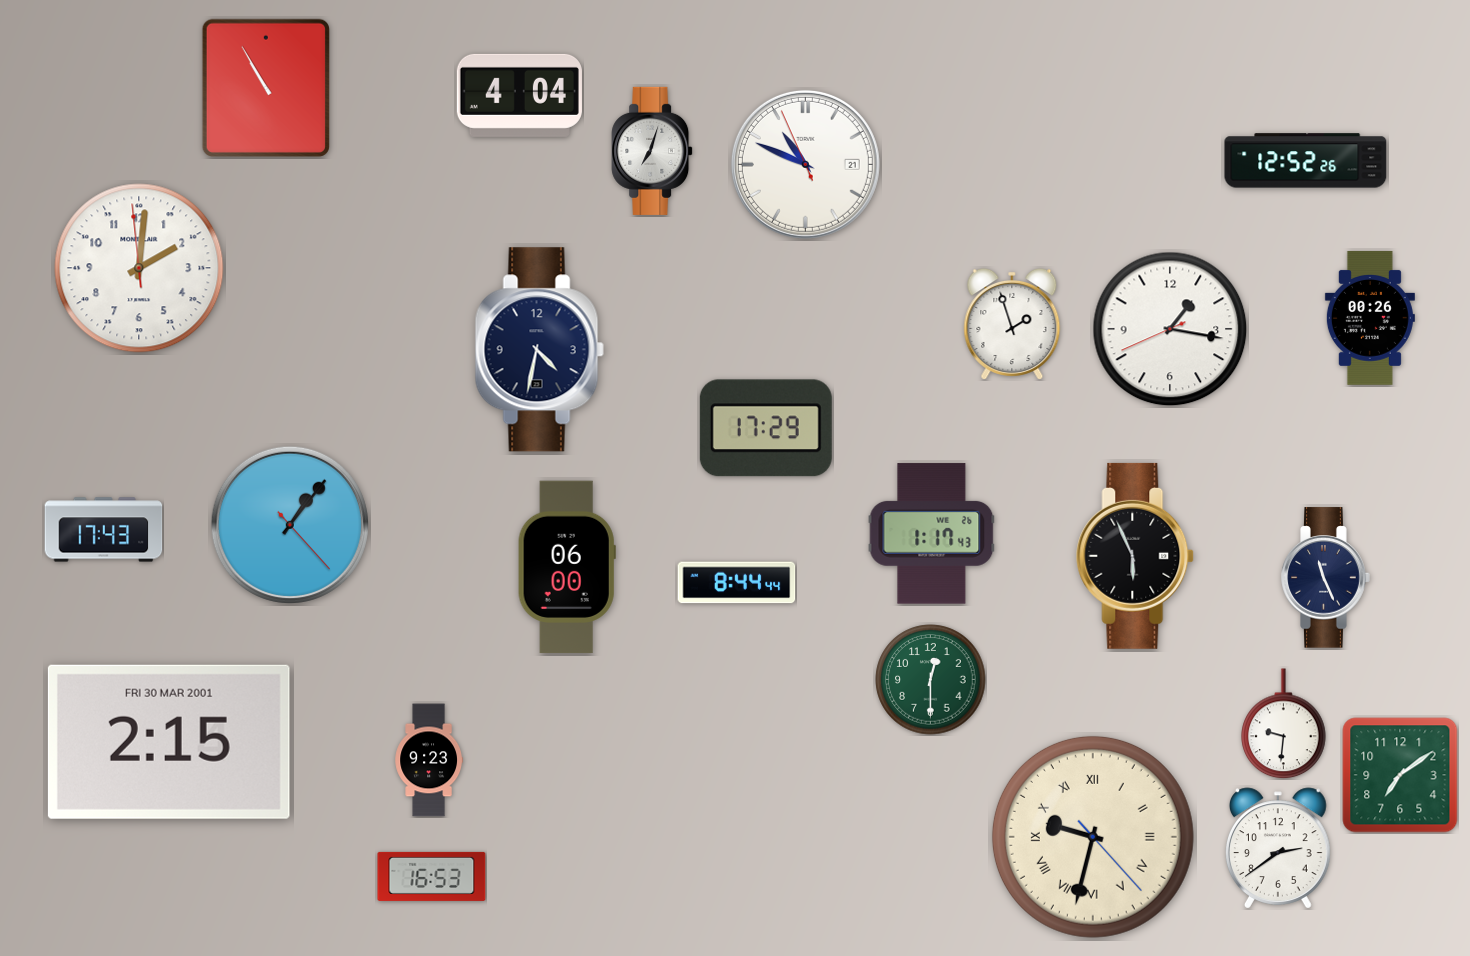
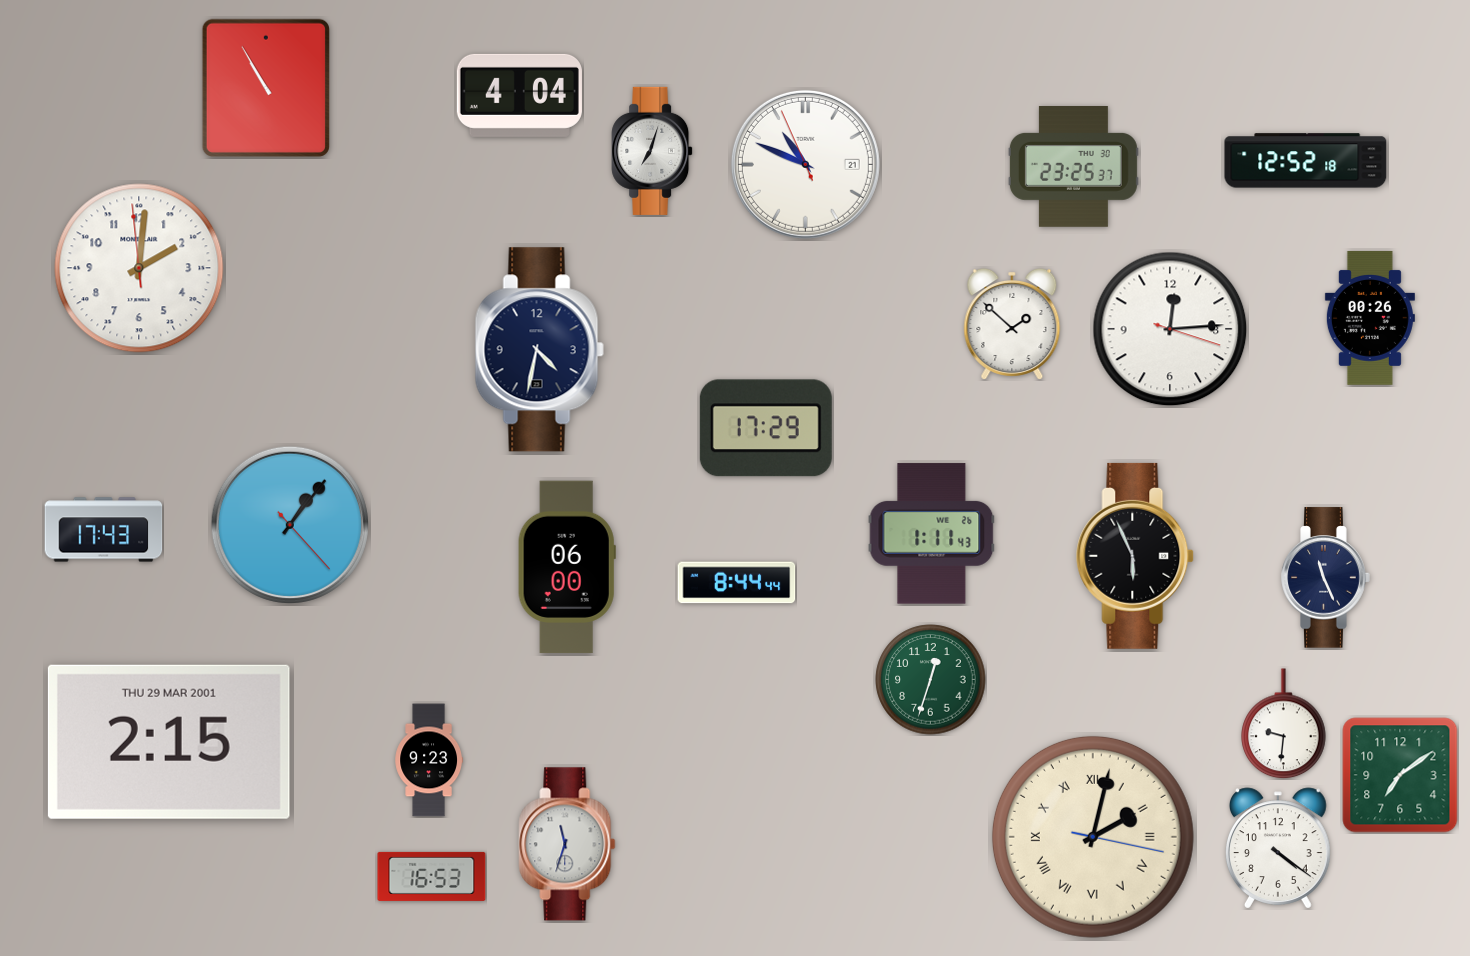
clock at (1306, 161): 12:52:26 -> 12:52:18
clock at (1073, 167): none -> 23:25
clock at (1012, 324): 1:57 -> 1:52
clock at (1170, 329): 1:16 -> 12:14
clock at (932, 534): 1:17 -> 1:11
clock at (931, 680): 12:30 -> 12:33
clock at (169, 742) date: FRI 30 MAR 2001 -> THU 29 MAR 2001
clock at (1093, 837): 9:32 -> 2:02
clock at (567, 844): none -> 11:33
clock at (1278, 848): 2:39 -> 4:21
